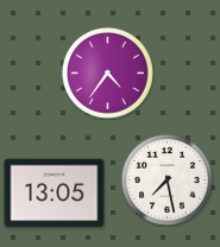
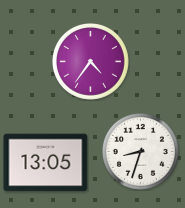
clock at (166, 179): 7:28 -> 8:33
